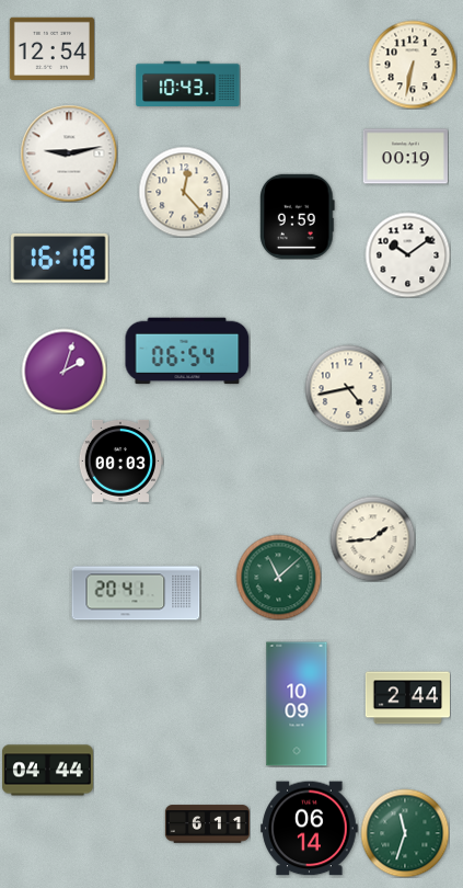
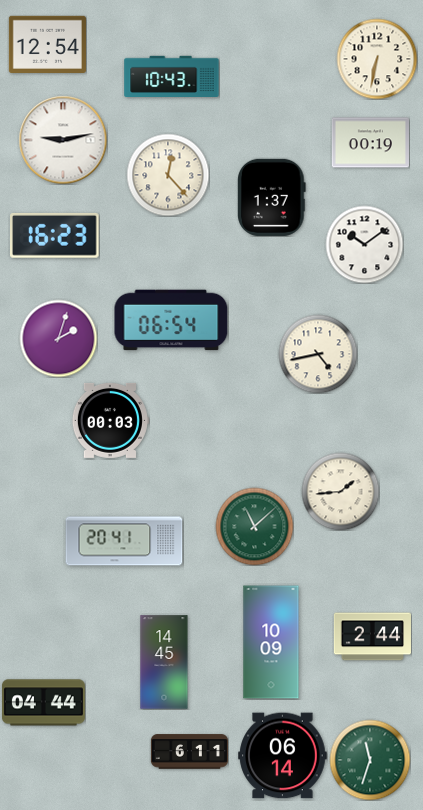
clock at (298, 216): 9:59 -> 1:37
clock at (407, 254) position: (407, 254) -> (364, 244)
clock at (60, 258): 16:18 -> 16:23
clock at (164, 662): none -> 14:45
